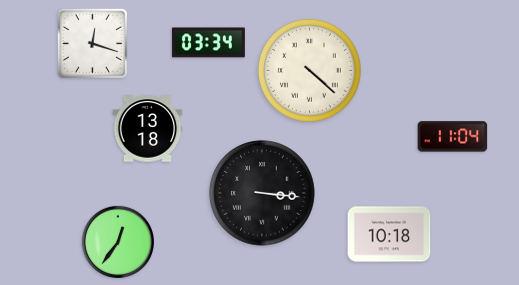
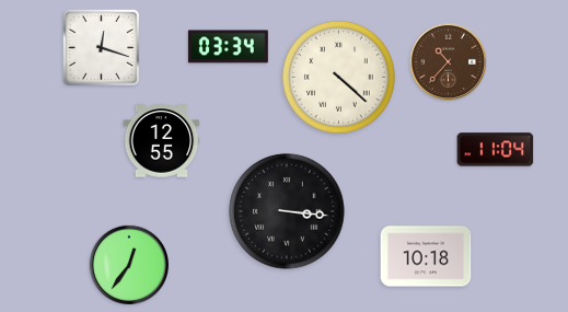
clock at (449, 62): none -> 10:37
clock at (148, 129): 13:18 -> 12:55
